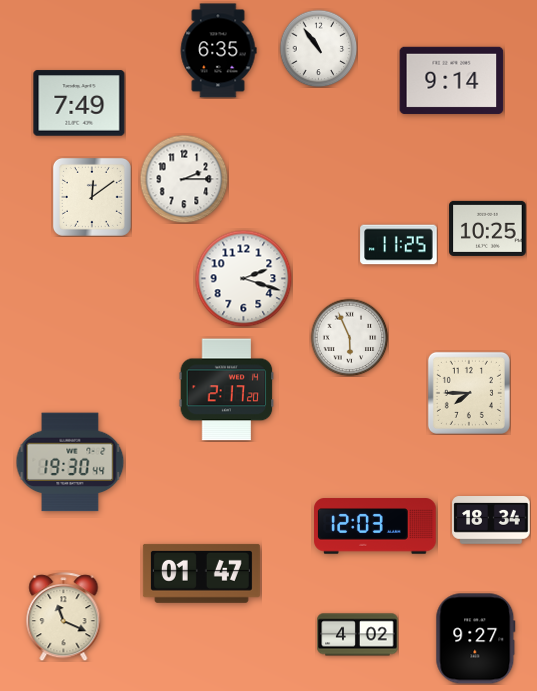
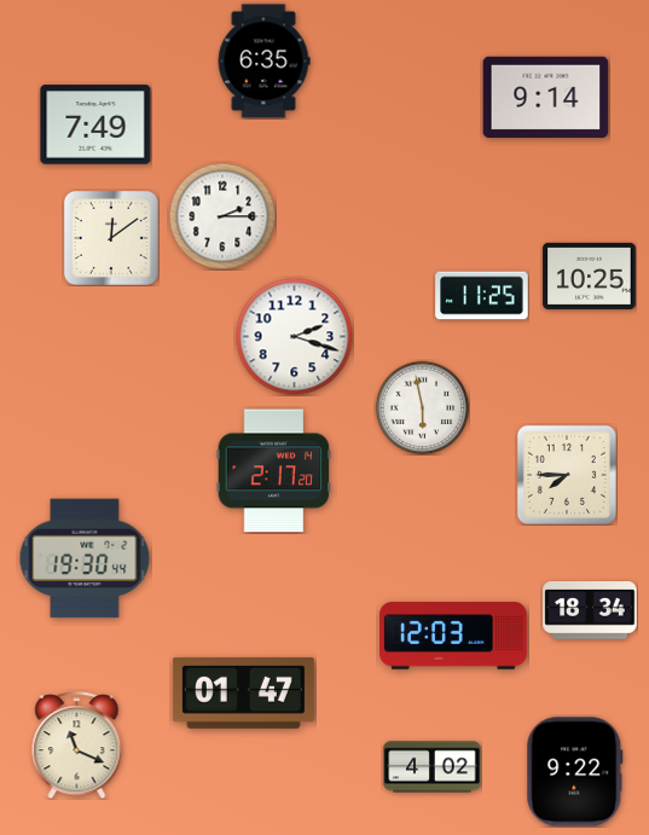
clock at (318, 48): 10:54 -> none
clock at (349, 337): 5:56 -> 5:58
clock at (491, 521) position: (491, 521) -> (590, 611)
clock at (476, 639): 9:27 -> 9:22
